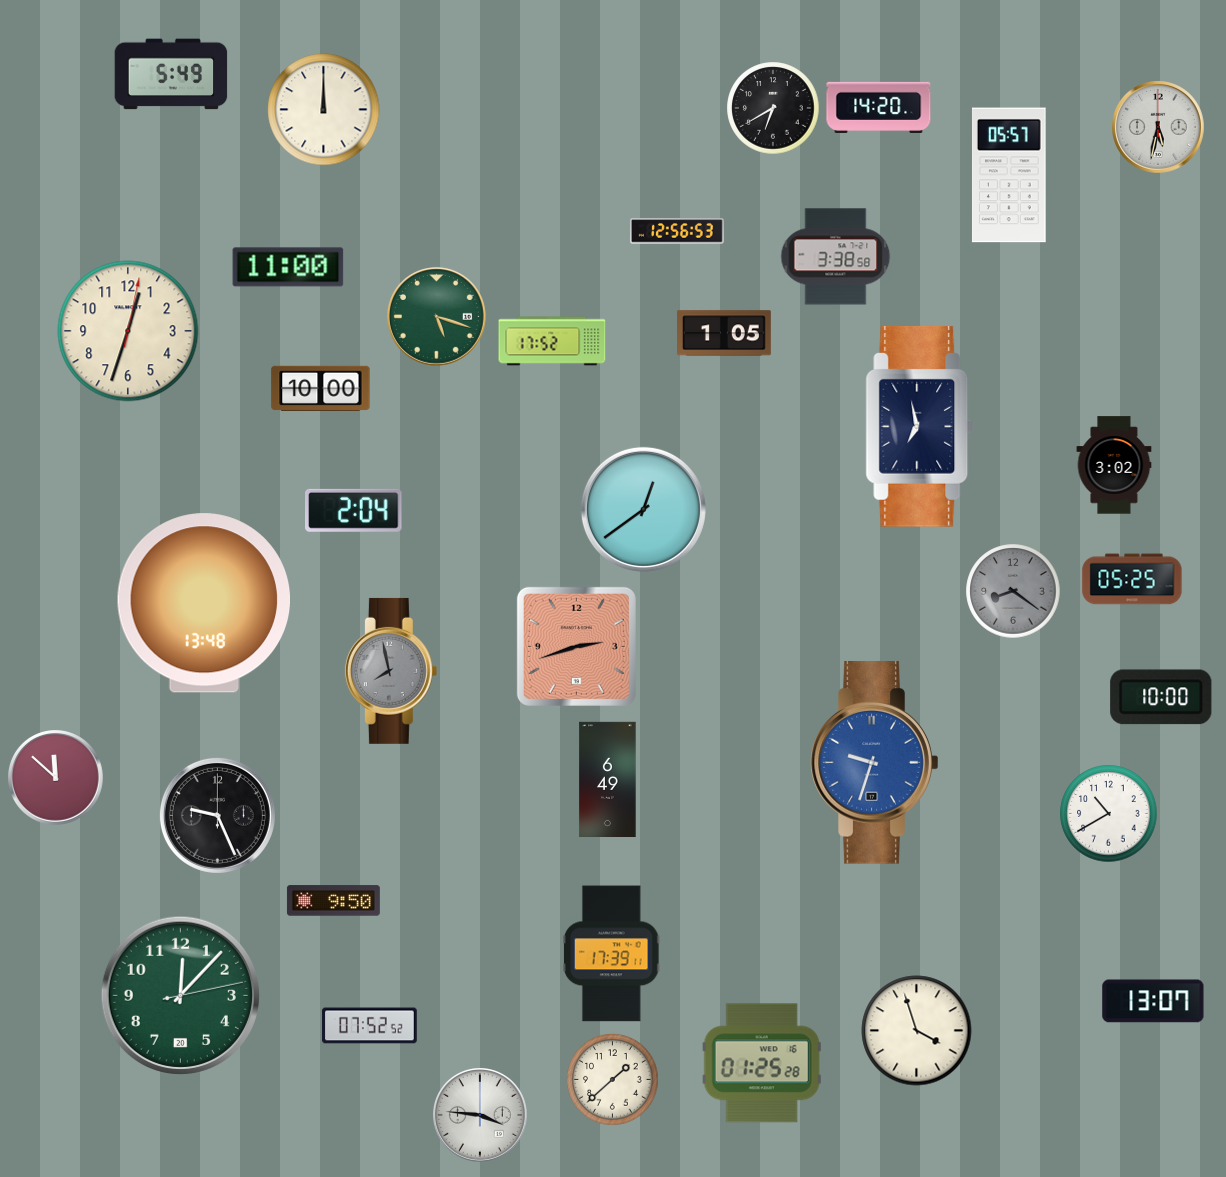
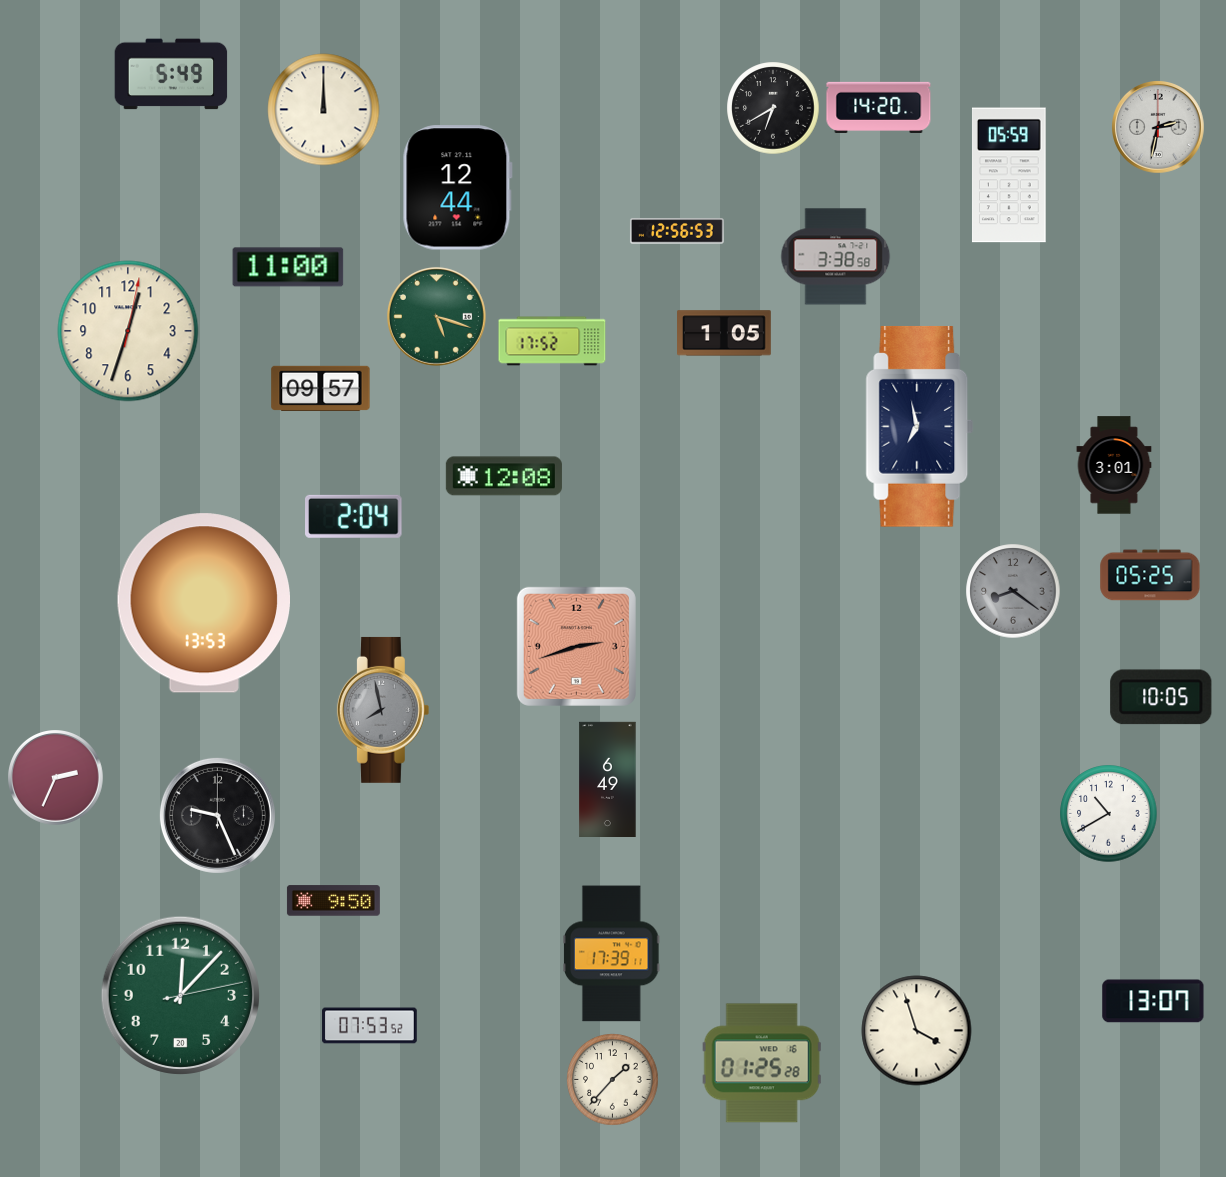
clock at (1158, 127): 5:32 -> 2:32
clock at (1009, 175): 05:57 -> 05:59
clock at (457, 188): none -> 12:44
clock at (321, 388): 10:00 -> 09:57
clock at (1114, 465): 3:02 -> 3:01
clock at (504, 476): none -> 12:08
clock at (643, 509): 12:39 -> none
clock at (354, 510) position: (354, 510) -> (354, 516)
clock at (1132, 579) position: (1132, 579) -> (1150, 575)
clock at (203, 603): 13:48 -> 13:53
clock at (391, 671) position: (391, 671) -> (383, 710)
clock at (1161, 697): 10:00 -> 10:05
clock at (875, 763): 9:33 -> none
clock at (56, 778): 11:52 -> 2:34
clock at (370, 1026): 07:52 -> 07:53
clock at (613, 1080): 1:38 -> 1:37
clock at (481, 1116): 3:46 -> none
